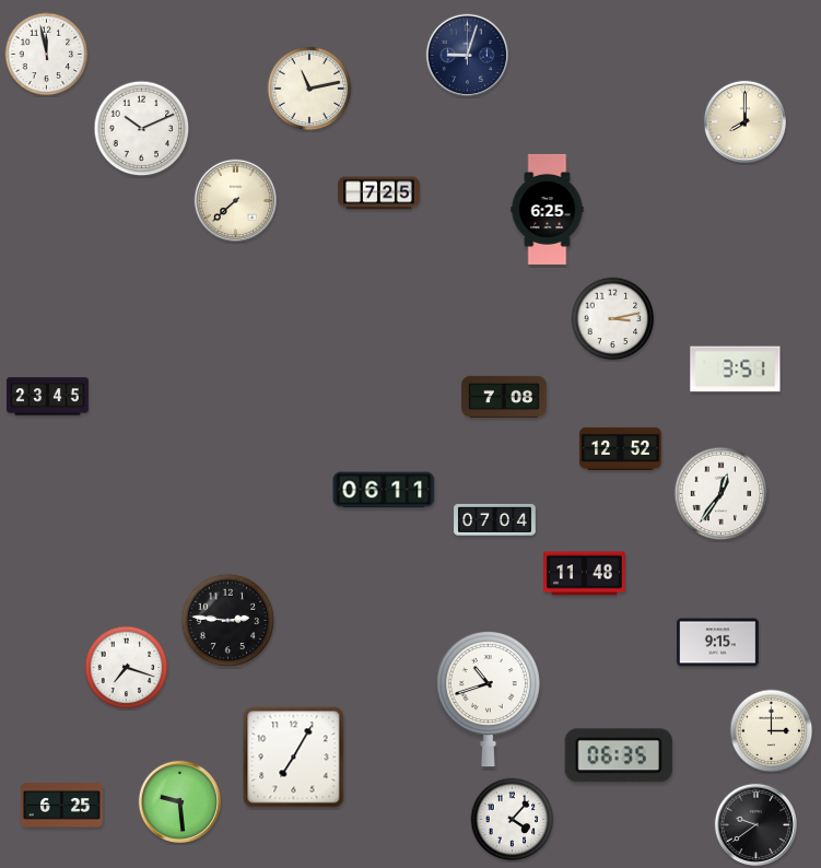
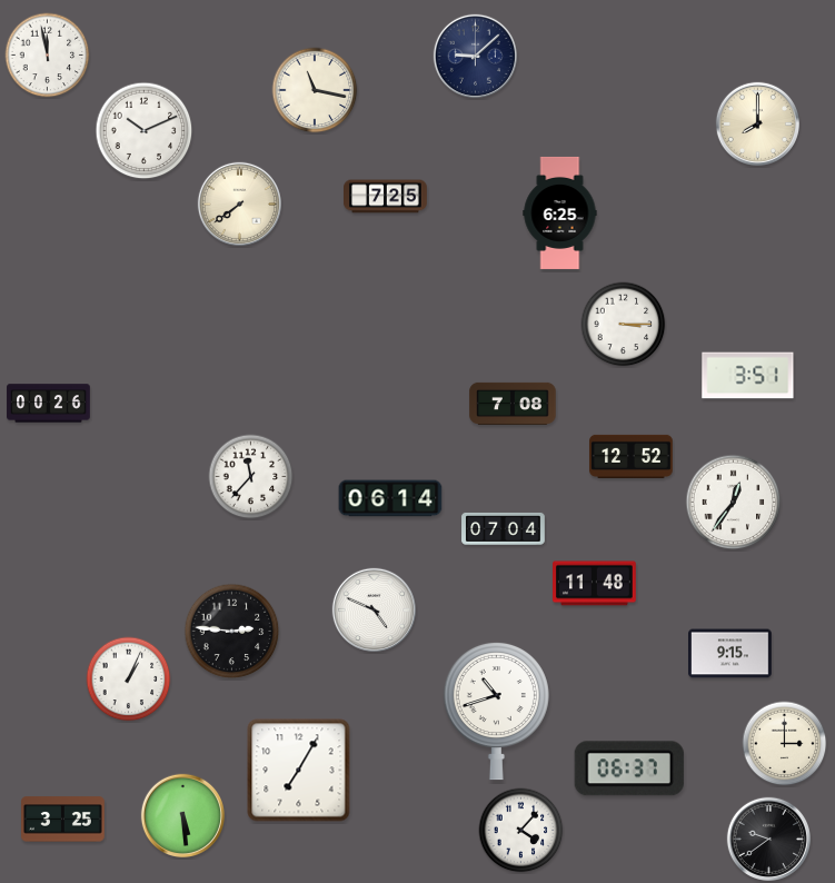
clock at (467, 55): 9:03 -> 9:08
clock at (309, 89): 11:13 -> 11:17
clock at (235, 200): 7:38 -> 7:39
clock at (548, 209) position: (548, 209) -> (560, 212)
clock at (613, 319): 3:13 -> 3:15
clock at (48, 397): 23:45 -> 00:26
clock at (251, 477): none -> 11:37
clock at (384, 490): 06:11 -> 06:14
clock at (374, 609): none -> 4:49
clock at (127, 668): 7:18 -> 1:04
clock at (619, 755): 06:35 -> 06:37
clock at (179, 801): 9:29 -> 5:29
clock at (62, 806): 6:25 -> 3:25
clock at (513, 820) position: (513, 820) -> (521, 831)
